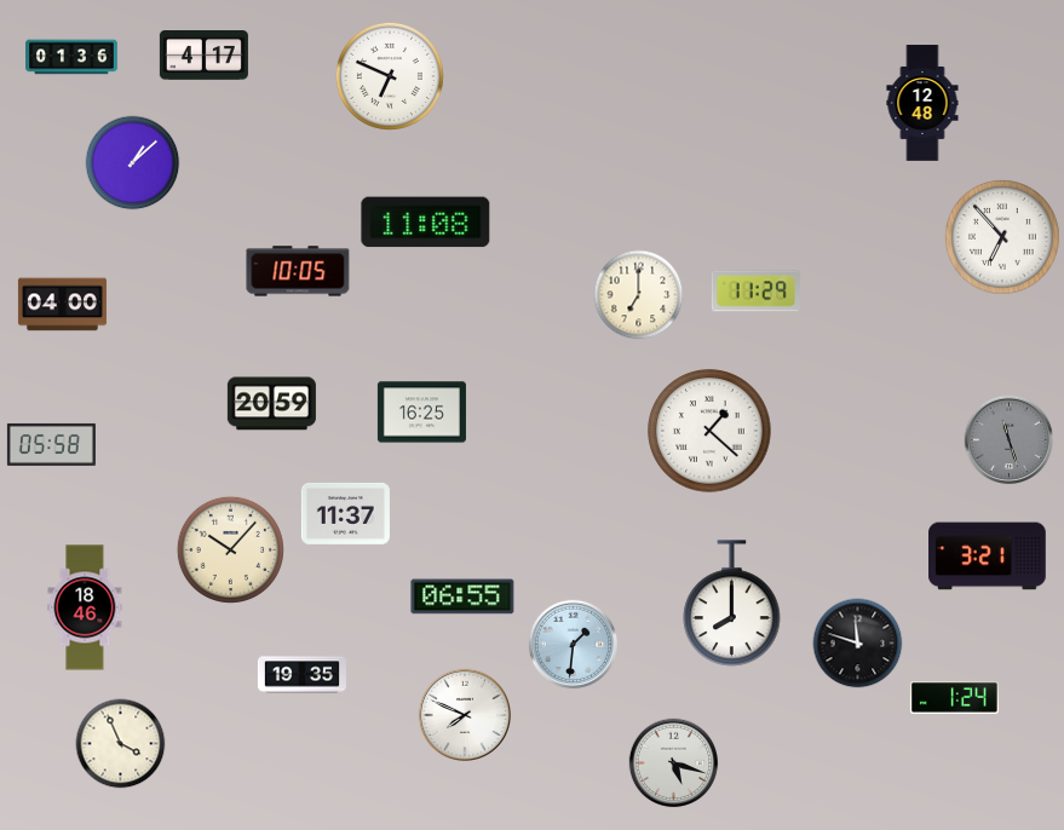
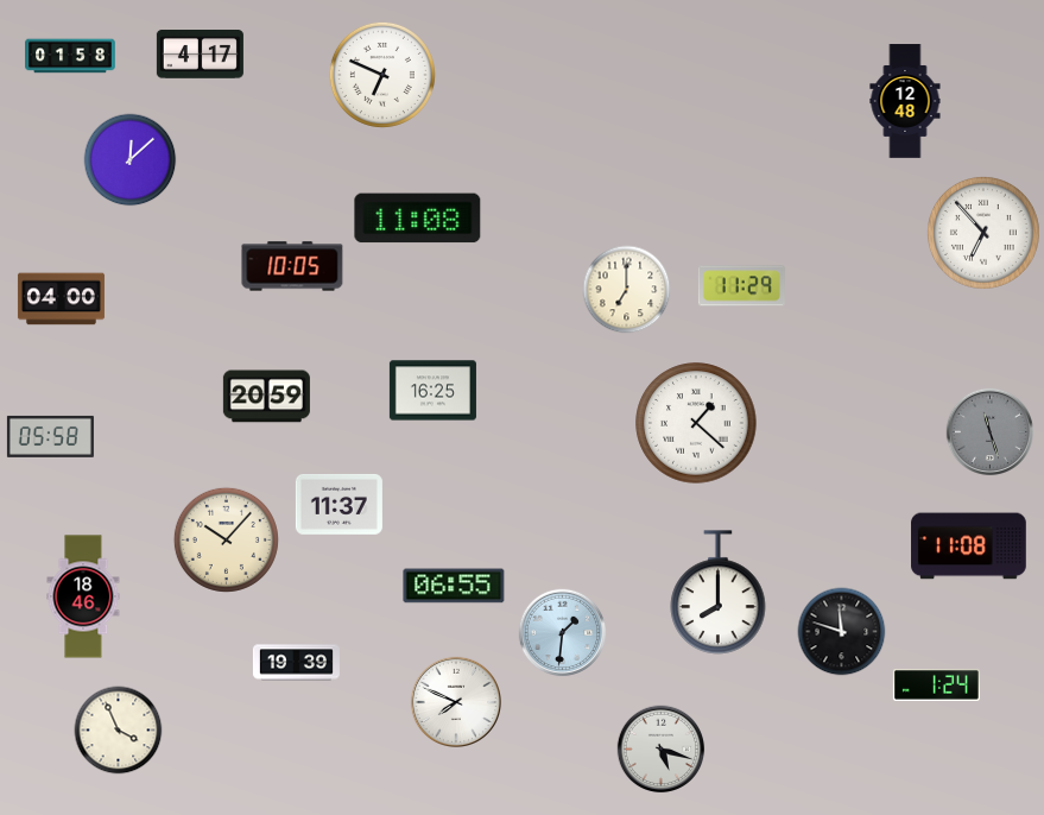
clock at (71, 57): 01:36 -> 01:58
clock at (133, 163): 1:08 -> 12:08
clock at (421, 413) position: (421, 413) -> (432, 391)
clock at (988, 557): 3:21 -> 11:08
clock at (301, 675): 19:35 -> 19:39
